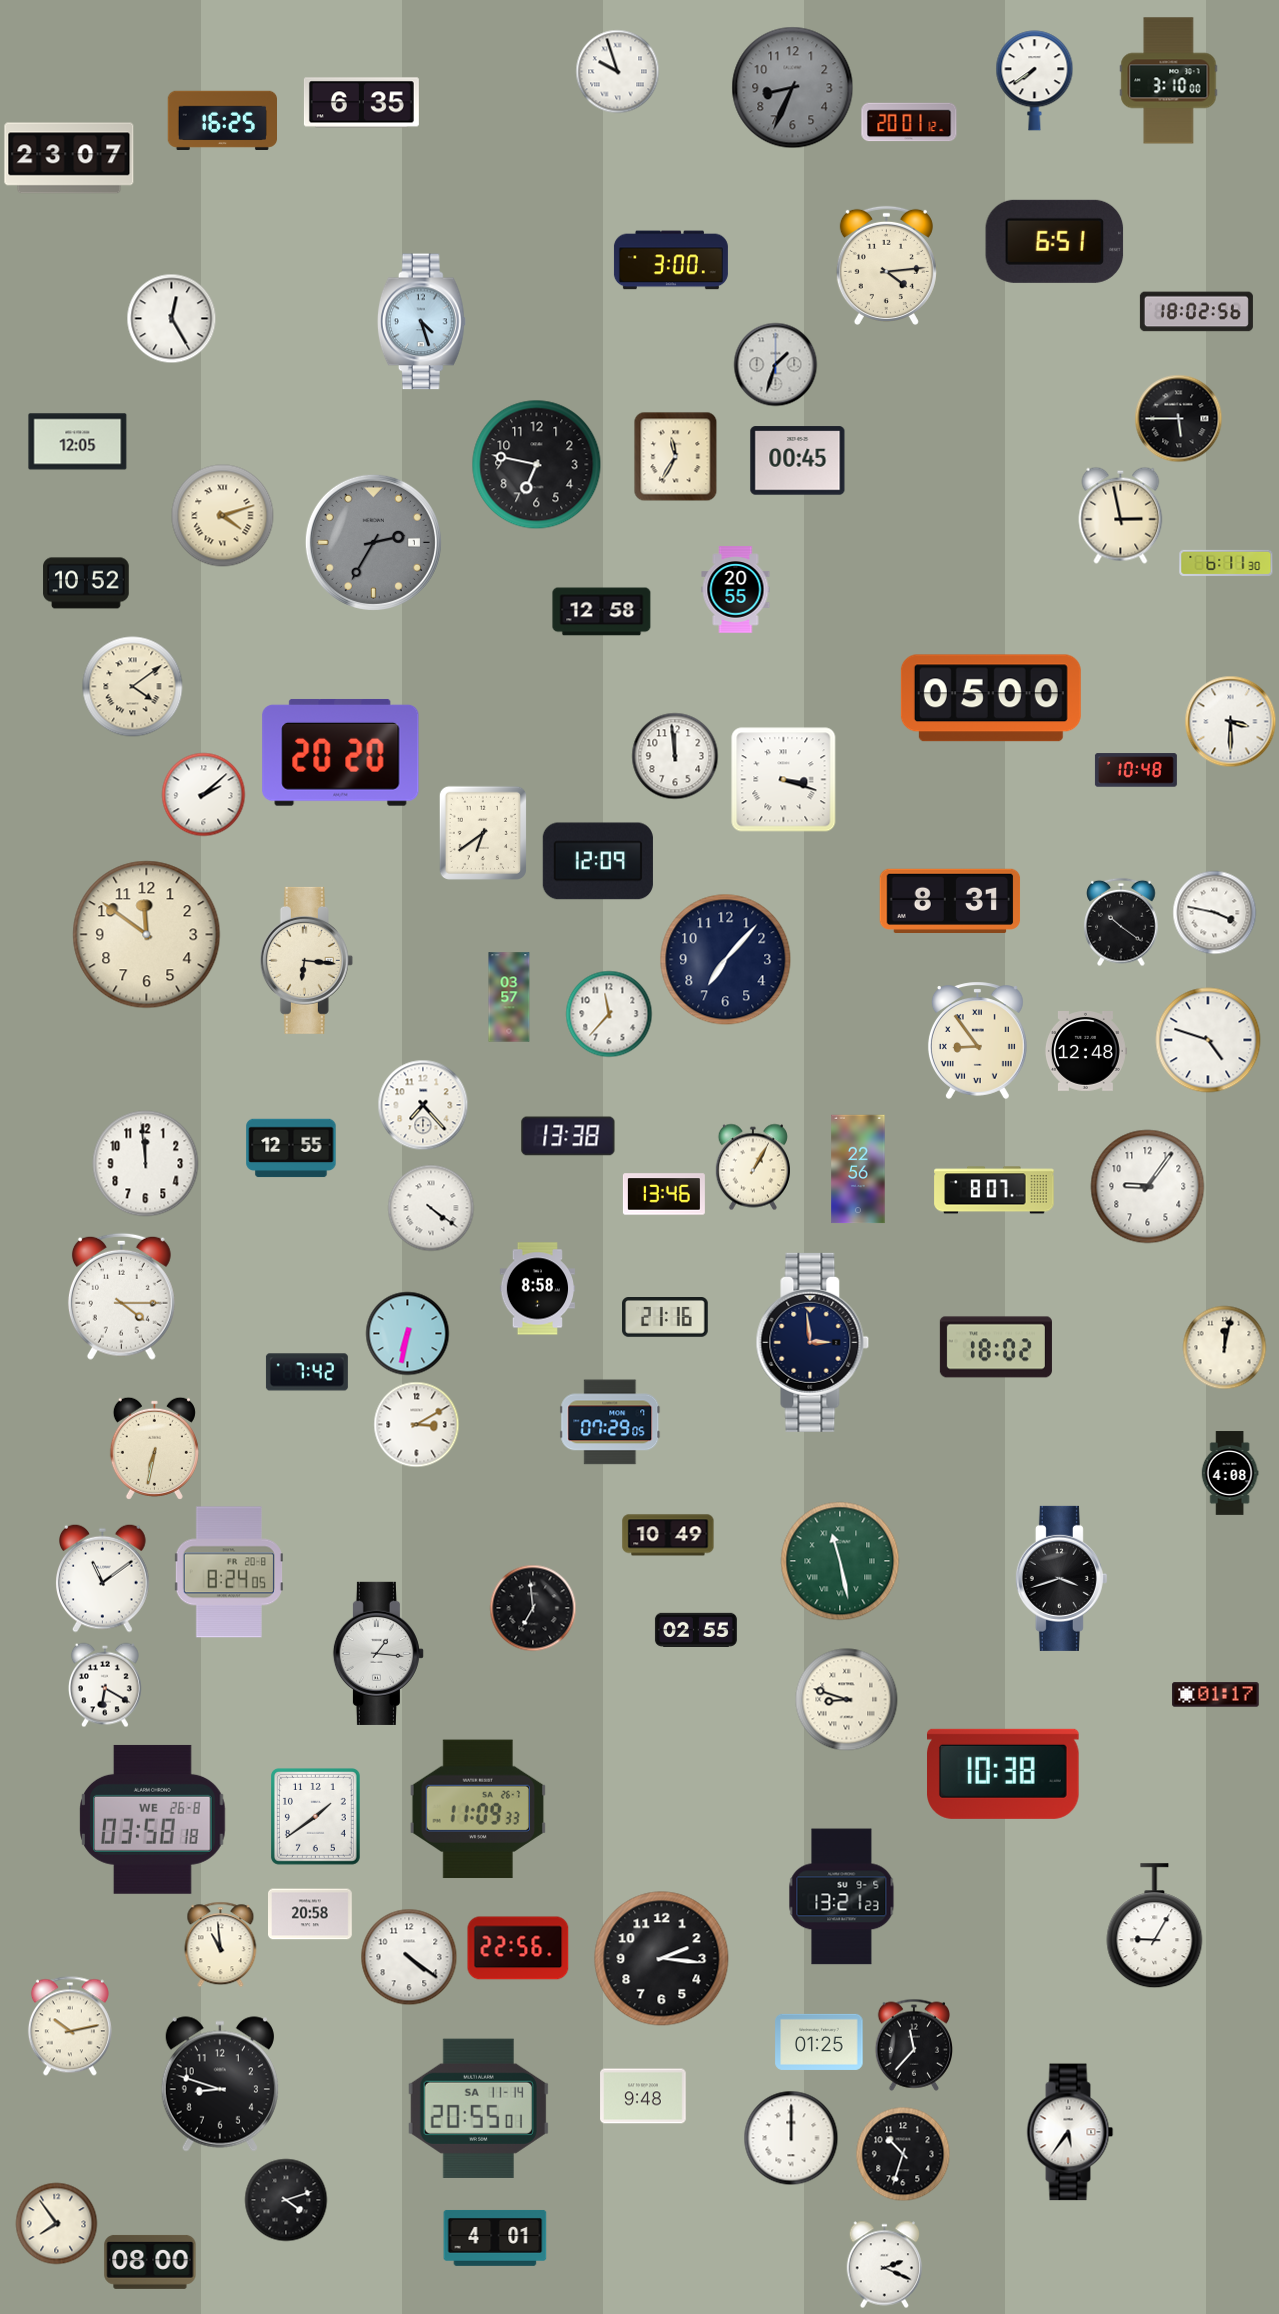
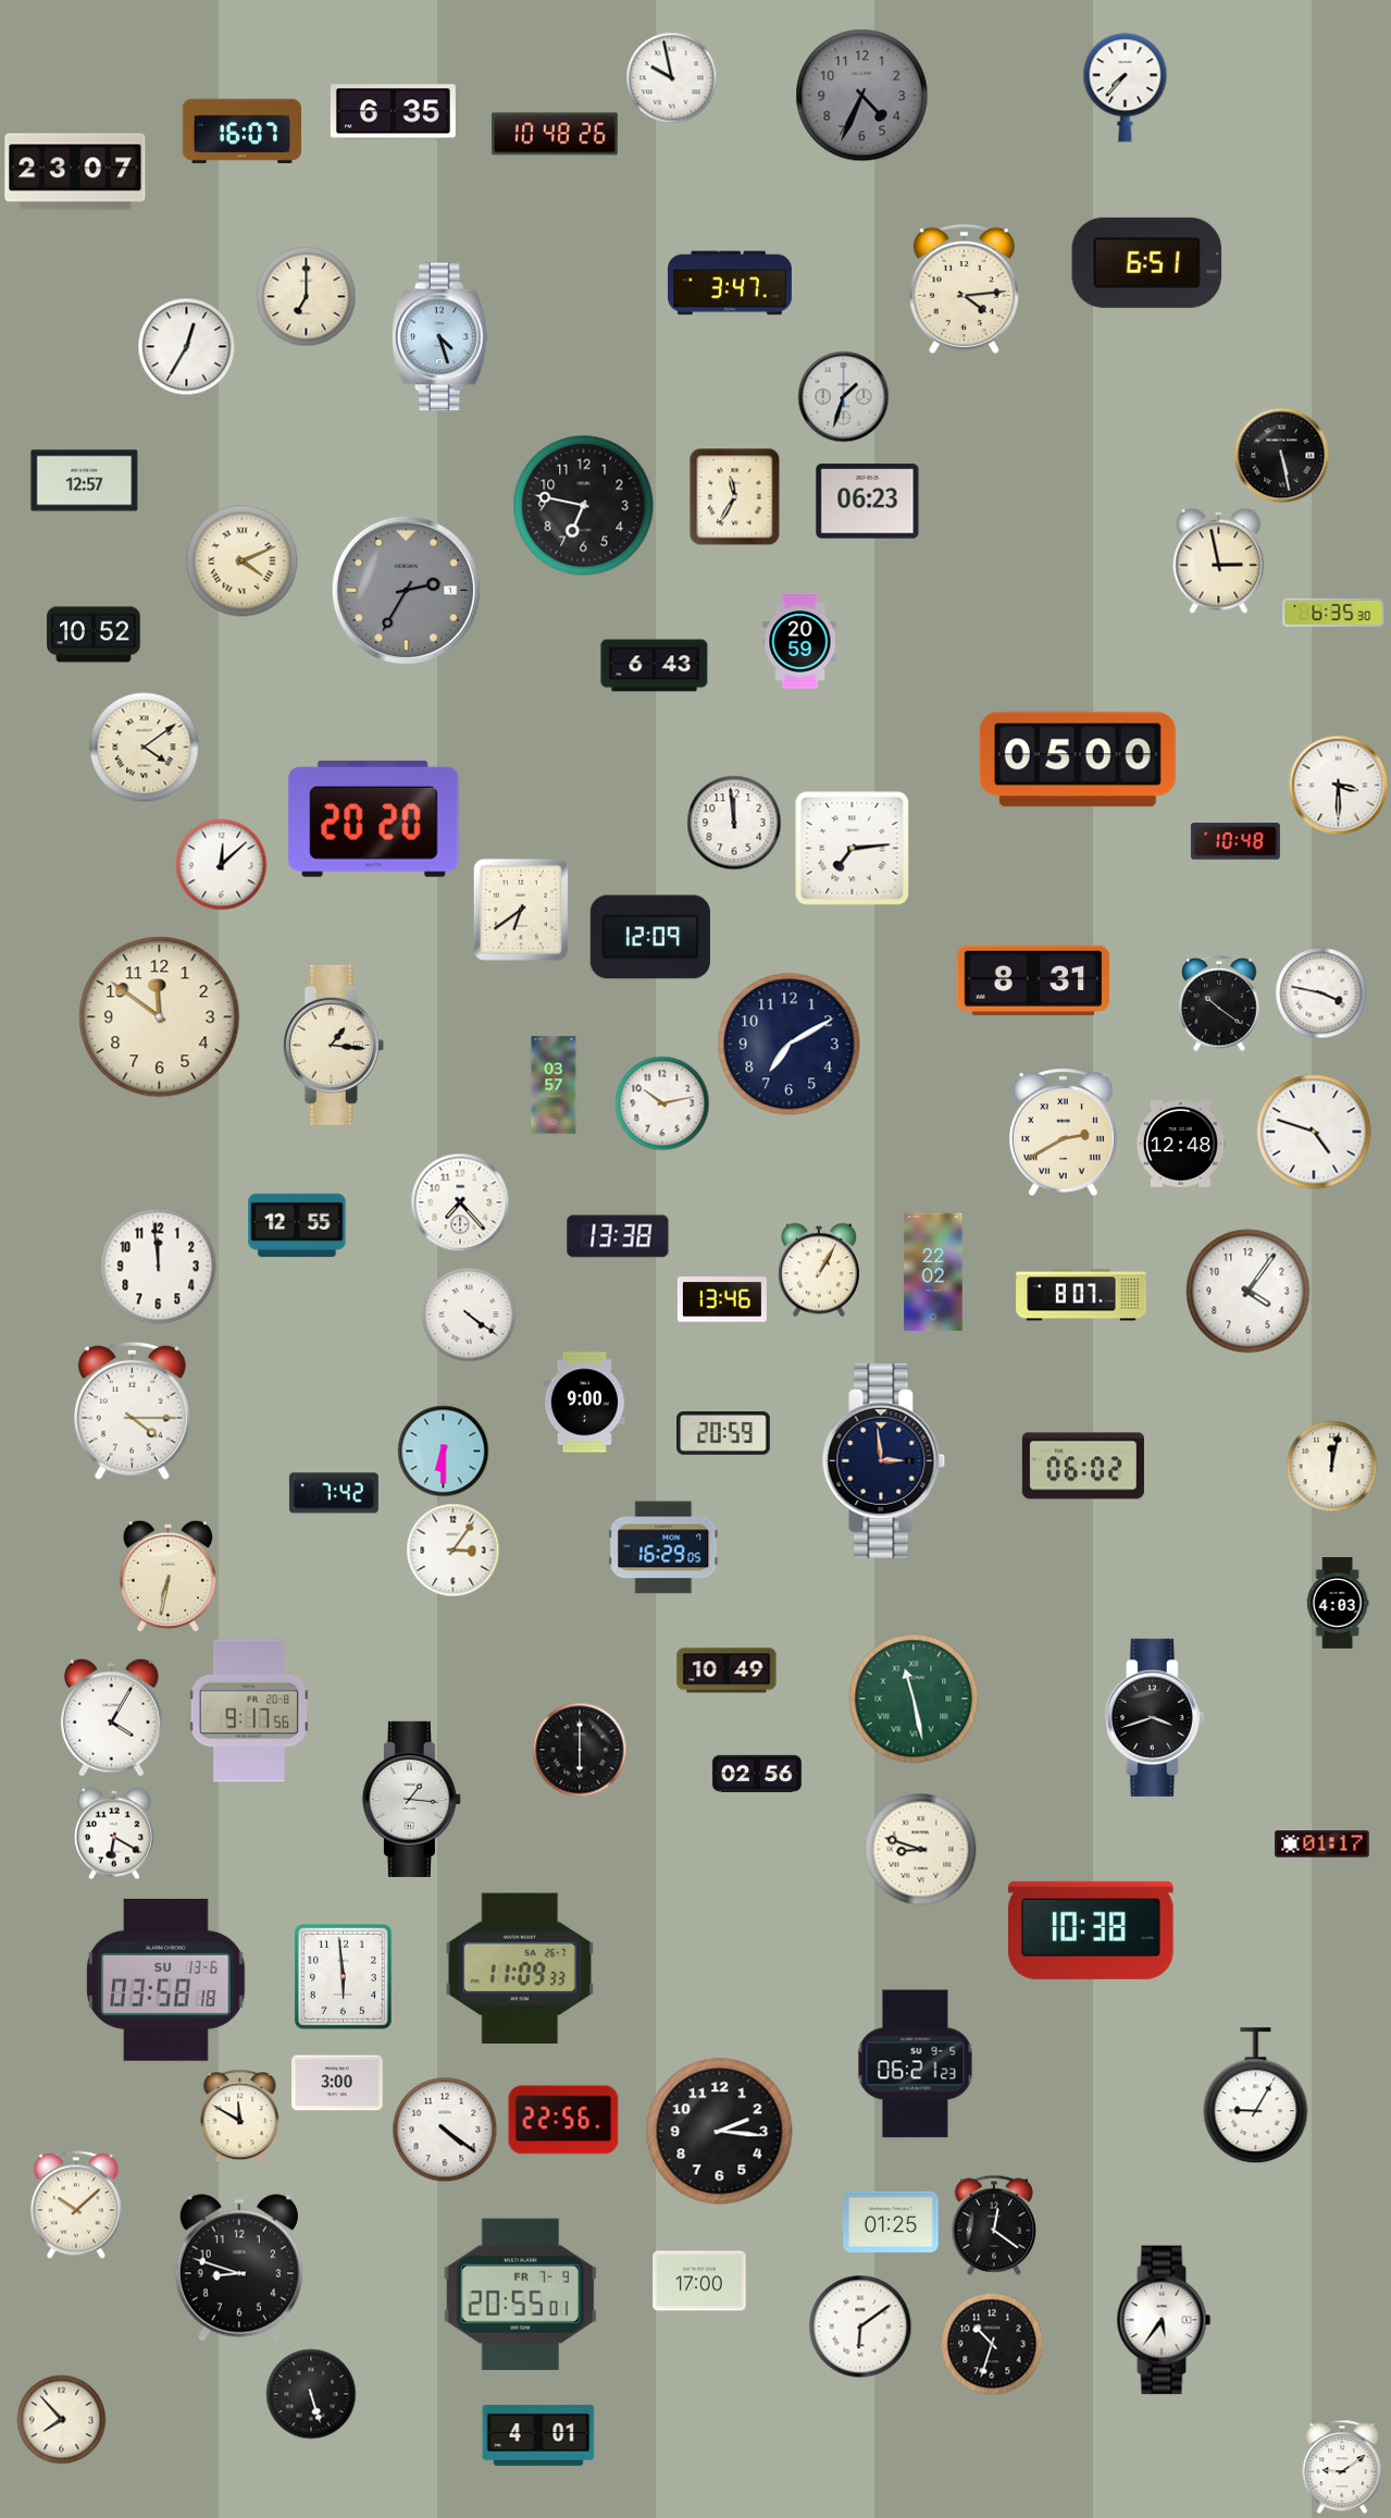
clock at (618, 72): 9:57 -> 9:58
clock at (1035, 81): 7:39 -> 7:37
clock at (1169, 81): 3:10 -> none
clock at (793, 88): 8:34 -> 4:34
clock at (222, 120): 16:25 -> 16:07
clock at (909, 122): 20:01 -> none
clock at (555, 134): none -> 10:48
clock at (671, 260): 3:00 -> 3:47
clock at (307, 297): none -> 7:00
clock at (1196, 312): 18:02 -> none
clock at (172, 319): 12:25 -> 12:35
clock at (421, 322) position: (421, 322) -> (439, 337)
clock at (1179, 419): 5:45 -> 5:28
clock at (78, 442): 12:05 -> 12:57
clock at (798, 461): 00:45 -> 06:23
clock at (223, 516): 4:12 -> 4:11
clock at (1226, 563): 6:11 -> 6:35
clock at (736, 590): 20:55 -> 20:59
clock at (602, 612): 12:58 -> 6:43
clock at (341, 752) position: (341, 752) -> (374, 818)
clock at (1136, 770) position: (1136, 770) -> (1235, 841)
clock at (784, 780): 3:18 -> 7:14
clock at (204, 795): 2:08 -> 12:08
clock at (483, 833) position: (483, 833) -> (521, 910)
clock at (306, 960): 6:16 -> 1:16
clock at (726, 960): 7:07 -> 7:10
clock at (609, 1014): 11:37 -> 10:13
clock at (977, 1040): 8:54 -> 2:40
clock at (291, 1148) position: (291, 1148) -> (297, 1225)
clock at (858, 1169): 22:56 -> 22:02
clock at (1148, 1187): 9:06 -> 4:06
clock at (538, 1289): 8:58 -> 9:00
clock at (665, 1318): 21:16 -> 20:59
clock at (408, 1334): 6:32 -> 6:30
clock at (996, 1347): 18:02 -> 06:02
clock at (610, 1422): 07:29 -> 16:29
clock at (417, 1425): 3:10 -> 3:06
clock at (1230, 1473): 4:08 -> 4:03
clock at (229, 1572): 8:24 -> 9:17
clock at (103, 1578): 11:09 -> 4:05
clock at (533, 1608): 6:59 -> 6:00
clock at (696, 1630): 02:55 -> 02:56
clock at (315, 1816): 1:39 -> 5:59
clock at (153, 1819) date: WE 26-8 -> SU 13-6
clock at (842, 1897): 13:21 -> 06:21
clock at (311, 1914): 20:58 -> 3:00
clock at (221, 1945): 10:59 -> 11:50
clock at (70, 2026): 10:13 -> 10:08
clock at (913, 2045): 11:37 -> 12:21
clock at (643, 2096): 9:48 -> 17:00
clock at (478, 2108) date: SA 11-14 -> FR 7-9
clock at (791, 2138): 12:00 -> 6:09
clock at (903, 2154) position: (903, 2154) -> (992, 2344)
clock at (286, 2200): 4:12 -> 5:27
clock at (57, 2224): 7:54 -> 7:53
clock at (150, 2262): 08:00 -> none
clock at (885, 2265): 2:19 -> none
clock at (1342, 2467): none -> 9:09
